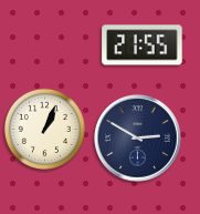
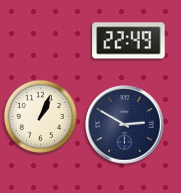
clock at (143, 45): 21:55 -> 22:49
